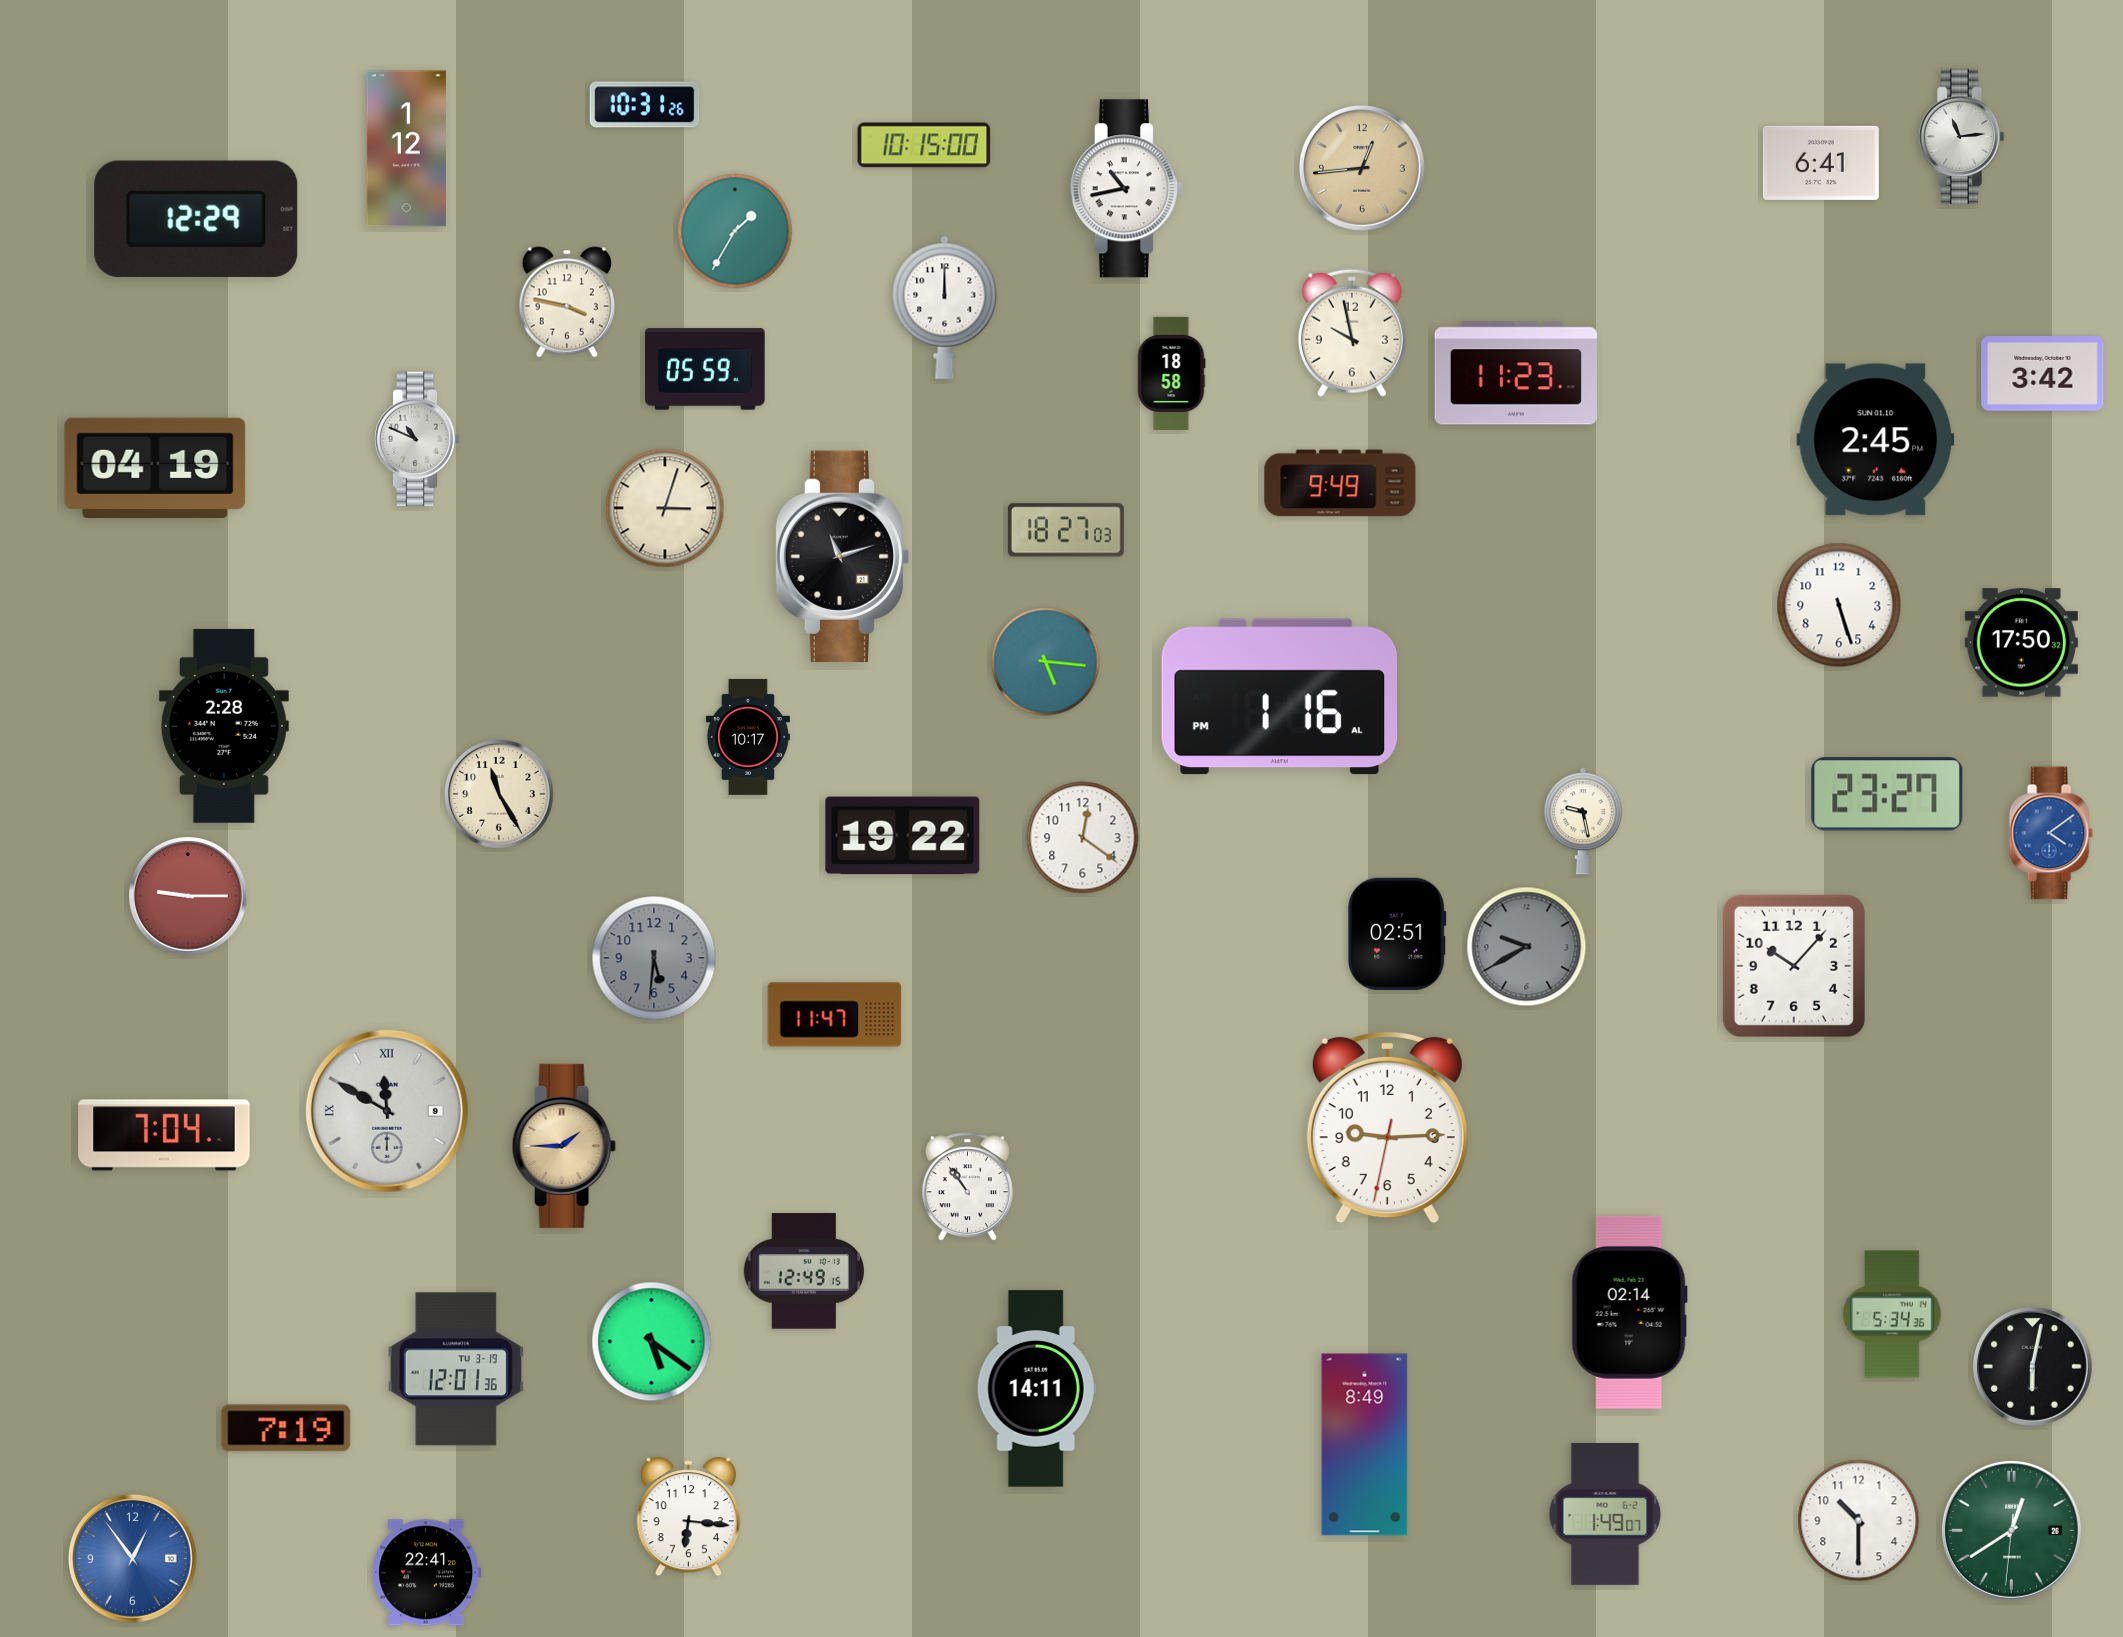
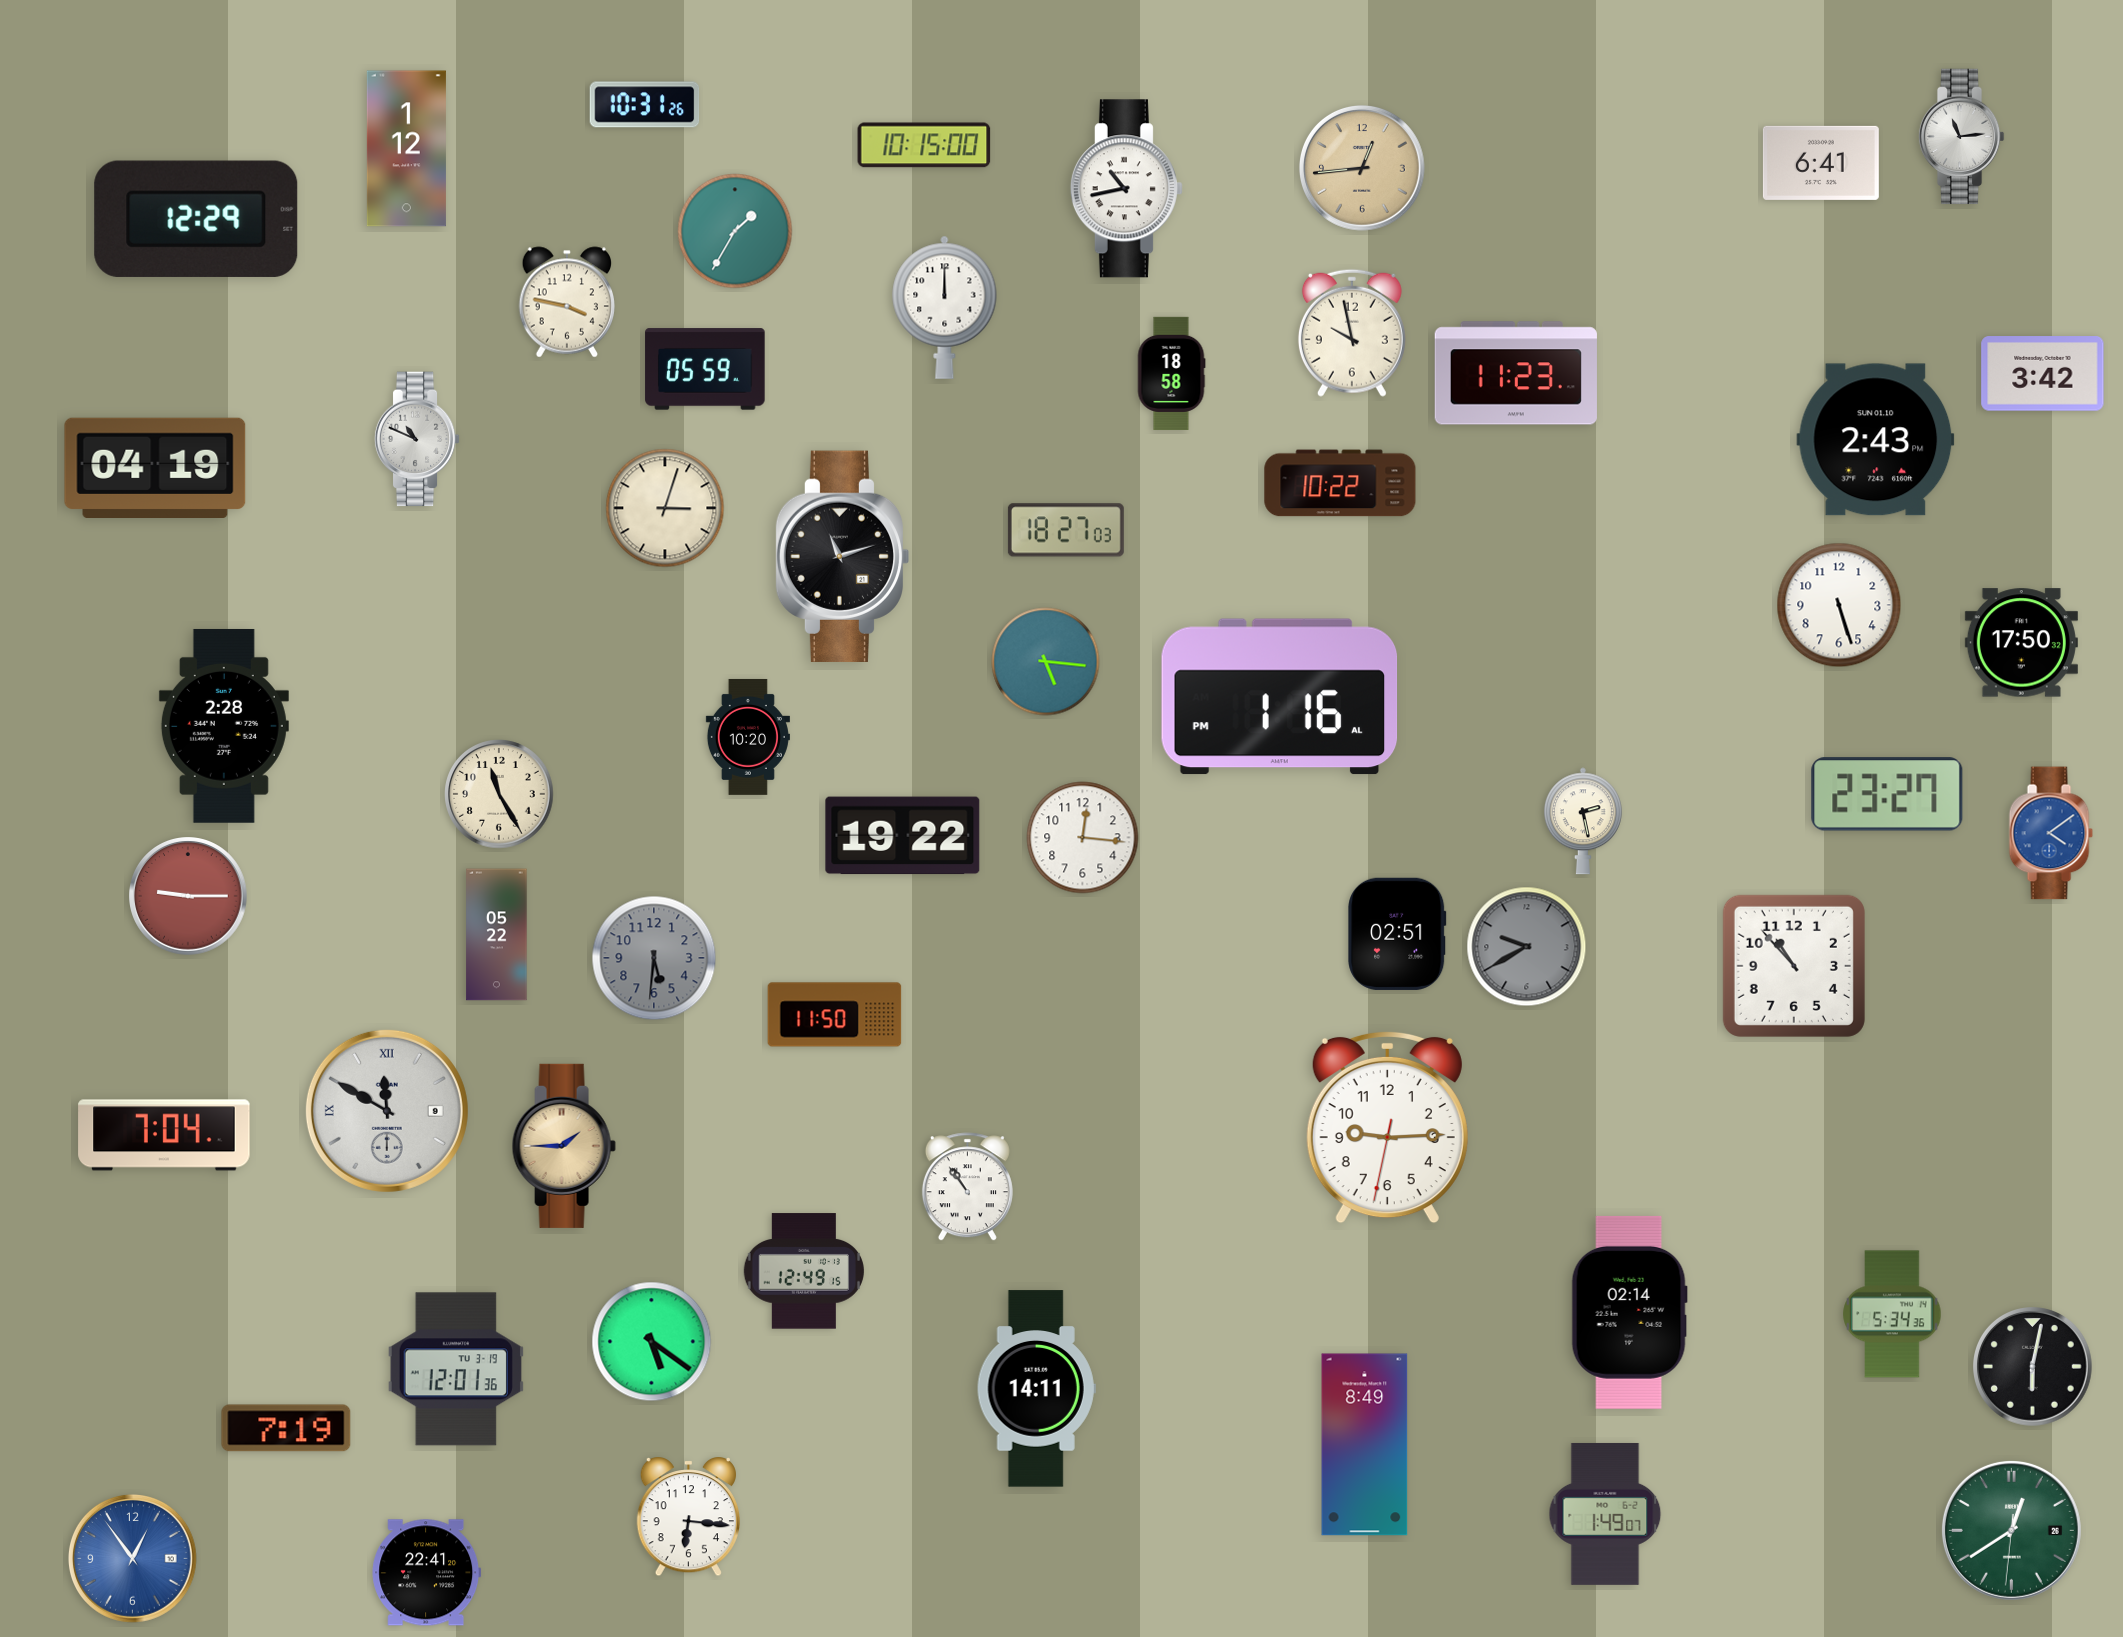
clock at (1876, 440): 2:45 -> 2:43
clock at (1340, 483): 9:49 -> 10:22
clock at (748, 737): 10:17 -> 10:20
clock at (1583, 821): 9:28 -> 2:28
clock at (1083, 838): 12:21 -> 12:16
clock at (497, 935): none -> 05:22
clock at (1794, 966): 10:07 -> 10:53
clock at (835, 1015): 11:47 -> 11:50
clock at (1859, 1521): 10:30 -> none
